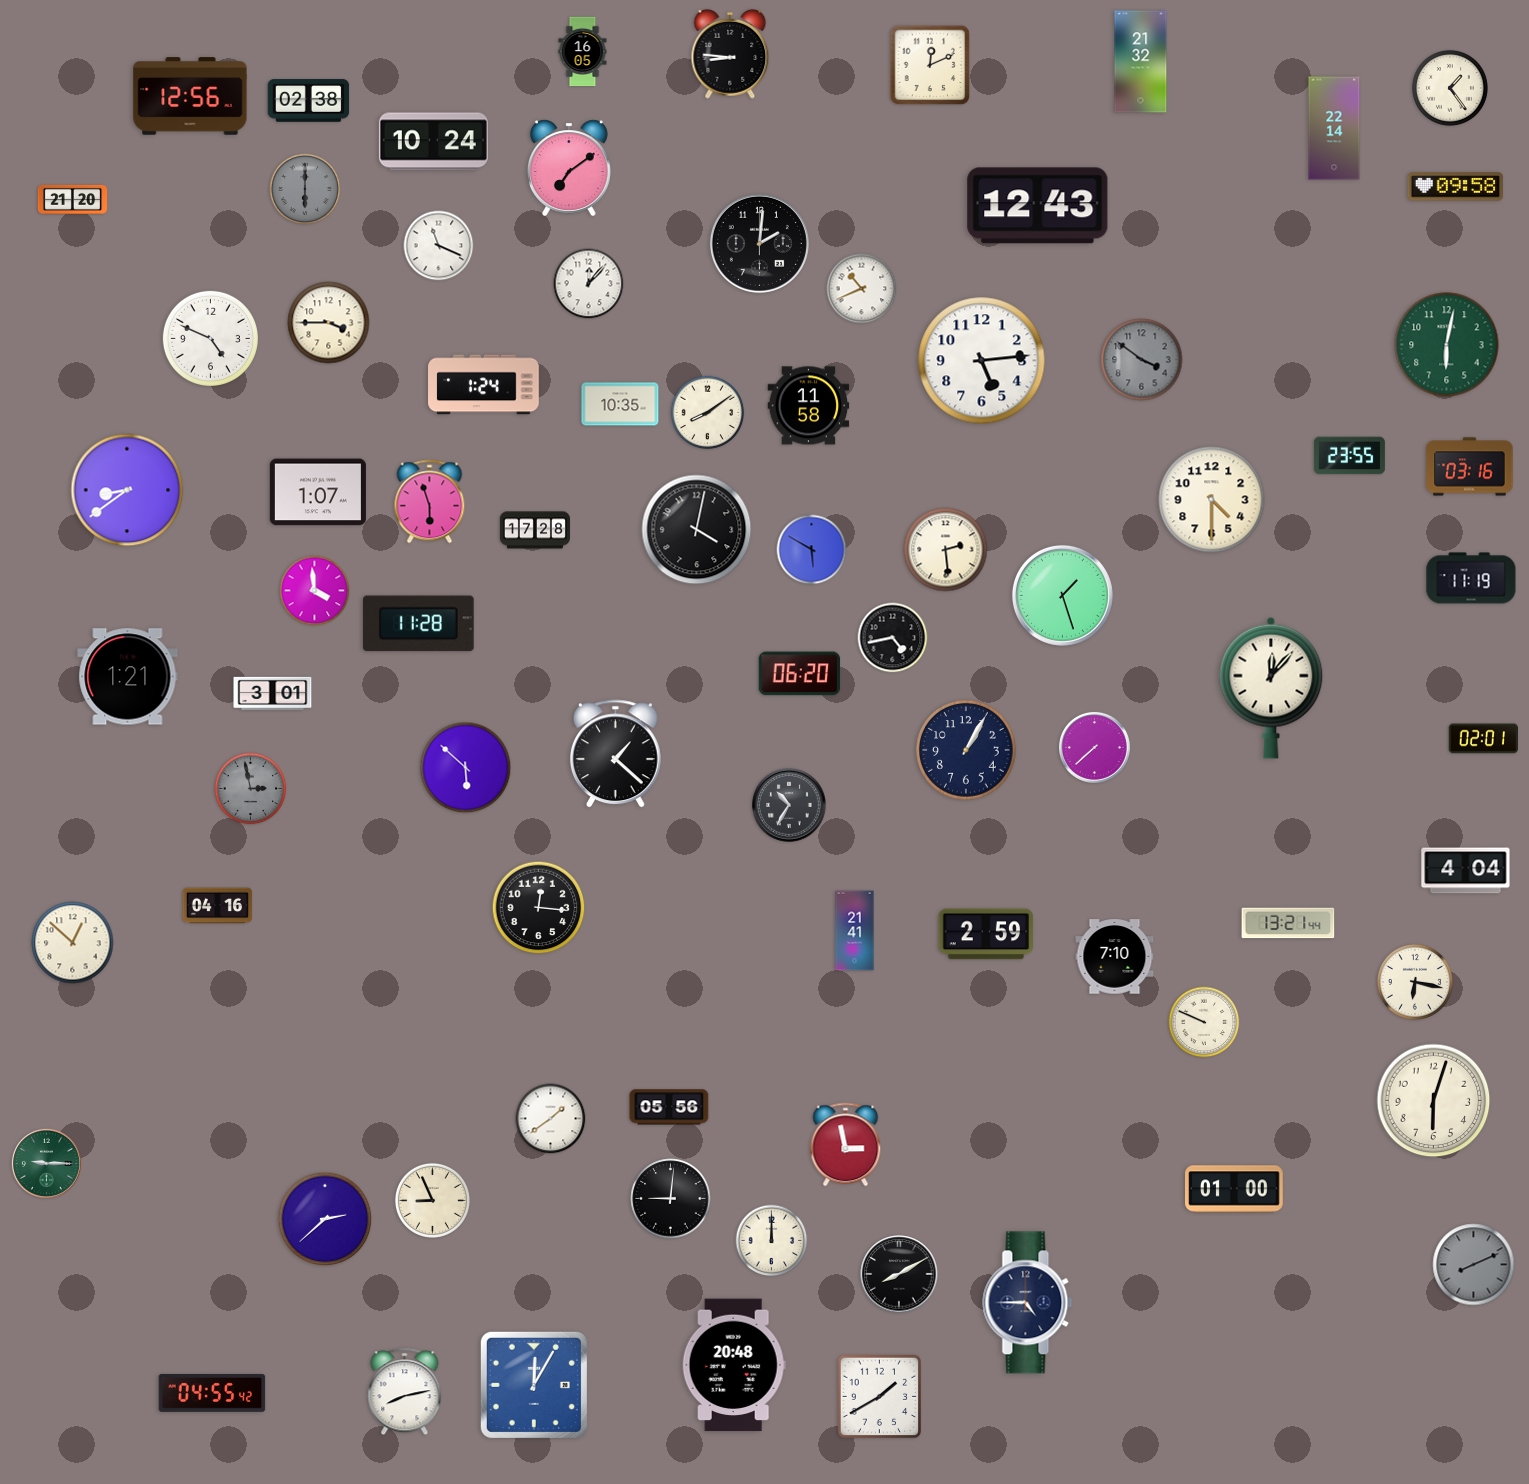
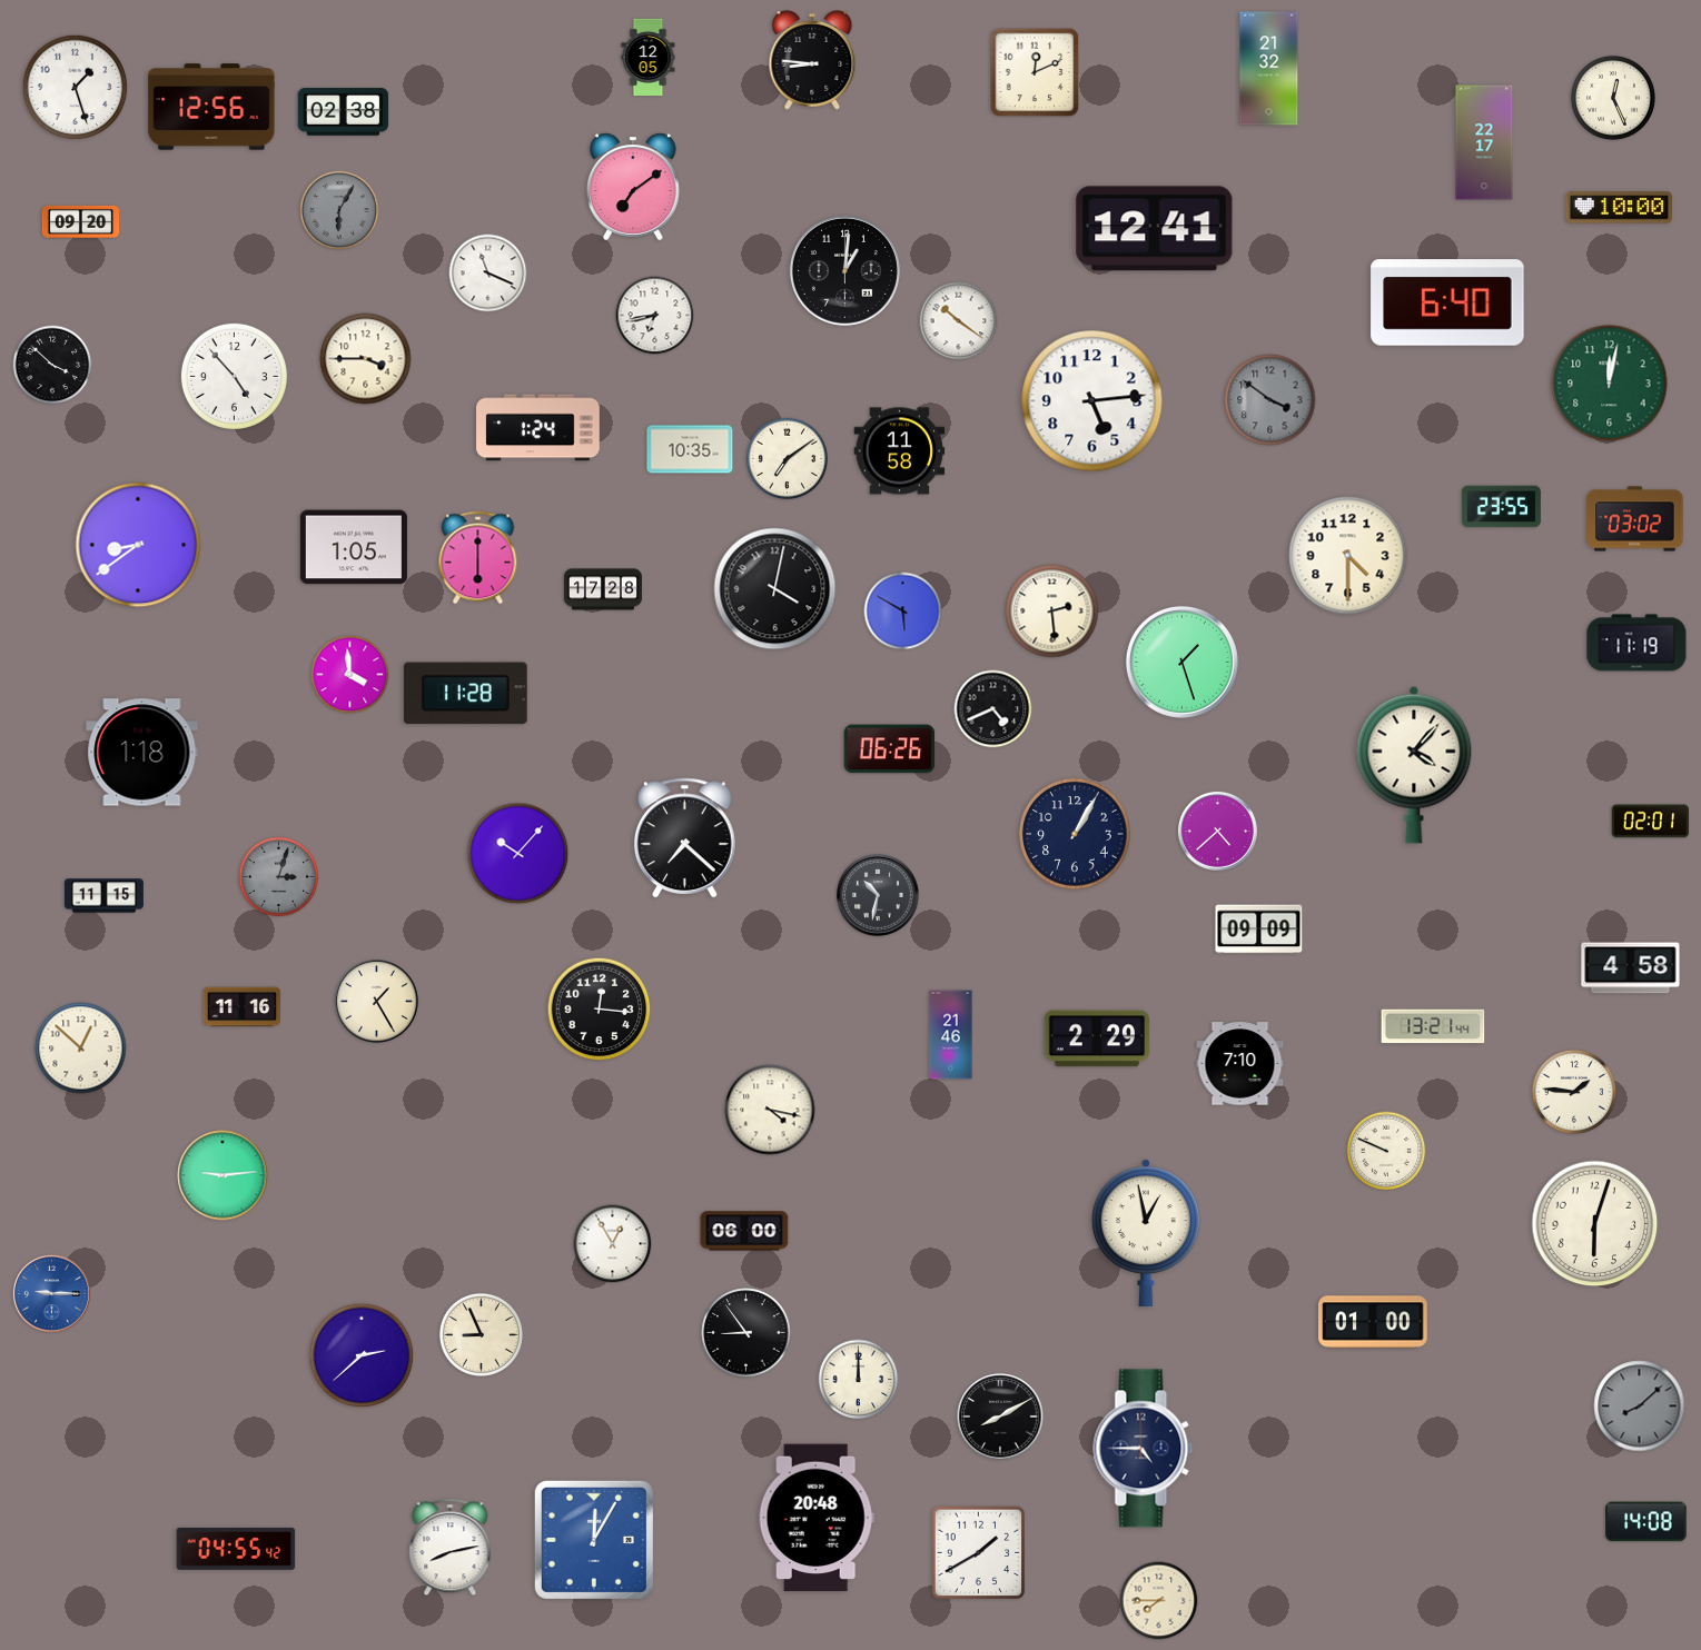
clock at (583, 52): 16:05 -> 12:05
clock at (76, 88): none -> 1:27
clock at (1450, 88): 1:24 -> 12:26
clock at (1334, 128): 22:14 -> 22:17
clock at (433, 142): 10:24 -> none
clock at (1455, 187): 09:58 -> 10:00
clock at (305, 189): 6:00 -> 6:05
clock at (73, 199): 21:20 -> 09:20
clock at (1038, 206): 12:43 -> 12:41
clock at (759, 243): 2:01 -> 1:01
clock at (1447, 302): none -> 6:40
clock at (589, 284): 12:07 -> 6:43
clock at (862, 289): 10:41 -> 10:21
clock at (52, 365): none -> 3:52
clock at (210, 338): 4:49 -> 4:53
clock at (1447, 345): 6:02 -> 12:02
clock at (708, 413): 8:09 -> 7:09
clock at (1470, 467): 03:16 -> 03:02
clock at (127, 490) position: (127, 490) -> (138, 545)
clock at (318, 492): 1:07 -> 1:05
clock at (430, 502): 5:57 -> 6:00
clock at (535, 530) position: (535, 530) -> (603, 589)
clock at (315, 591) position: (315, 591) -> (350, 675)
clock at (893, 638): 4:43 -> 4:41
clock at (800, 674): 06:20 -> 06:26
clock at (128, 677): 1:21 -> 1:18
clock at (1271, 688): 12:07 -> 4:07
clock at (273, 694): 3:01 -> none
clock at (1094, 747): 7:38 -> 4:38
clock at (616, 754): 1:22 -> 7:22
clock at (466, 768): 5:52 -> 10:07
clock at (251, 789): 2:58 -> 3:03
clock at (789, 805): 10:35 -> 10:32
clock at (103, 896): none -> 11:15
clock at (1259, 930): none -> 09:09
clock at (1466, 871): 4:04 -> 4:58
clock at (377, 1002): none -> 1:25
clock at (218, 906): 04:16 -> 11:16
clock at (855, 931): 21:41 -> 21:46
clock at (986, 934): 2:59 -> 2:29
clock at (1415, 982): 6:17 -> 1:46
clock at (770, 1110): none -> 4:17
clock at (1204, 1022) position: (1204, 1022) -> (1386, 1151)
clock at (222, 1175): none -> 9:14
clock at (669, 1107): 05:56 -> 06:00
clock at (1146, 1233): none -> 12:58
clock at (551, 1119): 1:39 -> 12:55
clock at (846, 1145): 2:58 -> none
clock at (46, 1163) dial: green -> blue
clock at (671, 1199): 9:01 -> 8:54
clock at (1474, 1265): 8:11 -> 8:08
clock at (1646, 1522): none -> 14:08
clock at (1159, 1601): none -> 7:45
